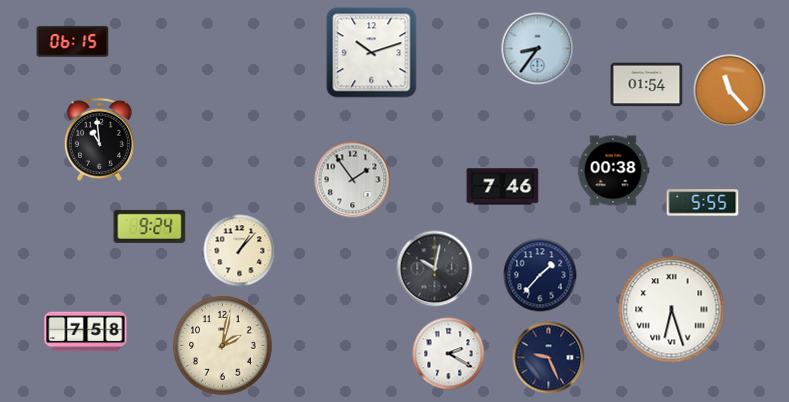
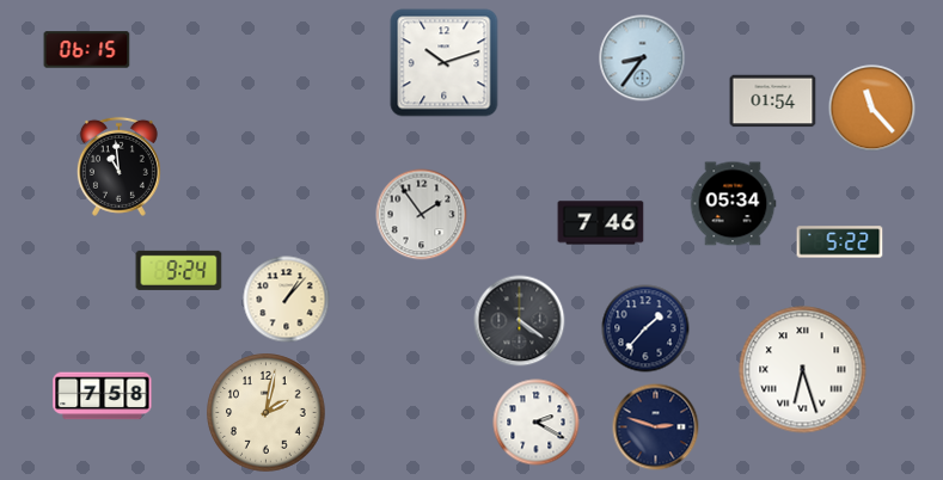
clock at (613, 171): 00:38 -> 05:34
clock at (703, 203): 5:55 -> 5:22
clock at (435, 269): 10:02 -> 4:21
clock at (549, 358): 9:26 -> 2:48
